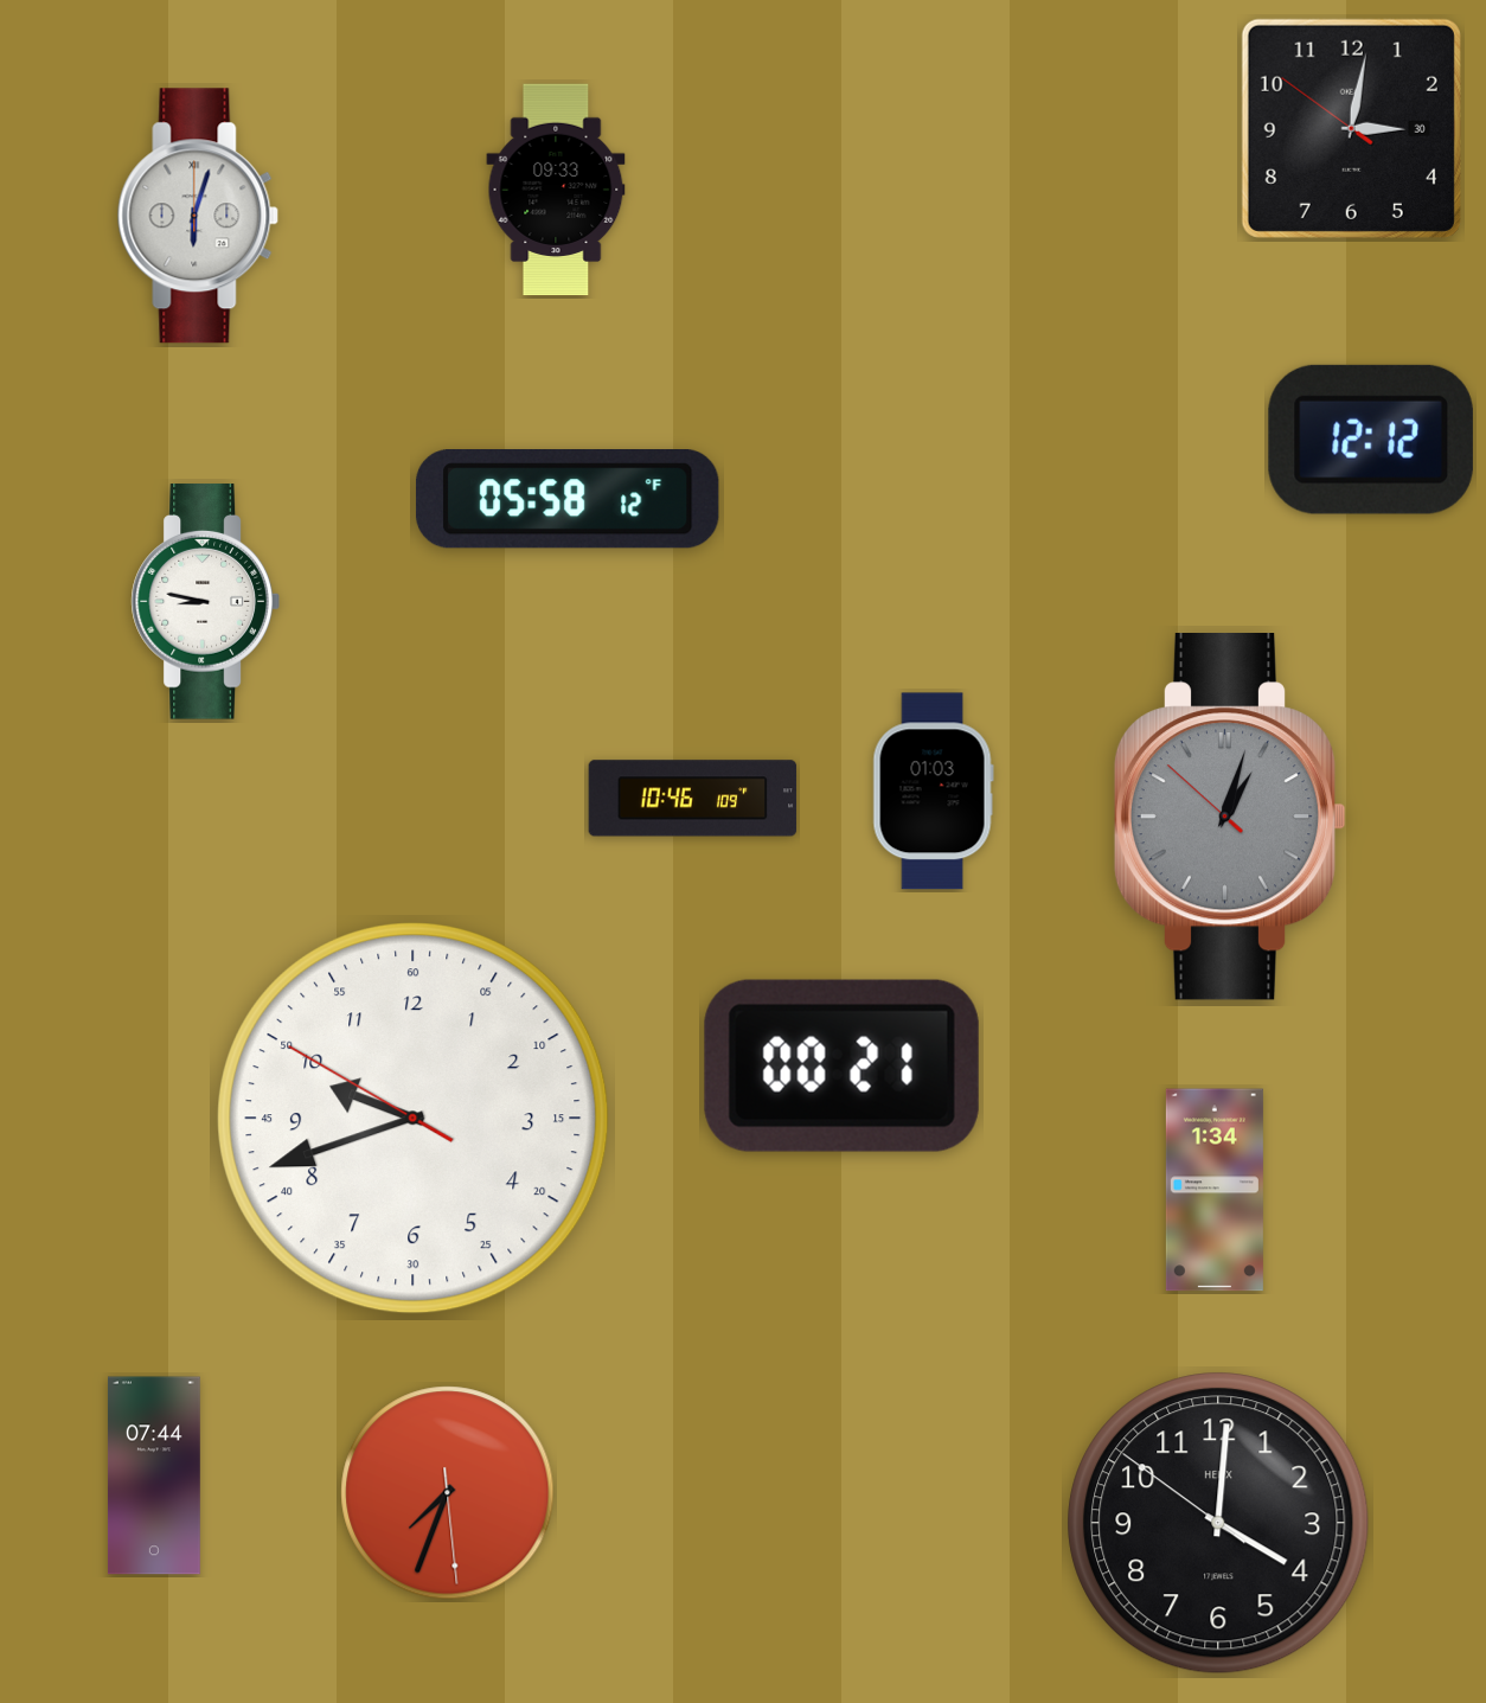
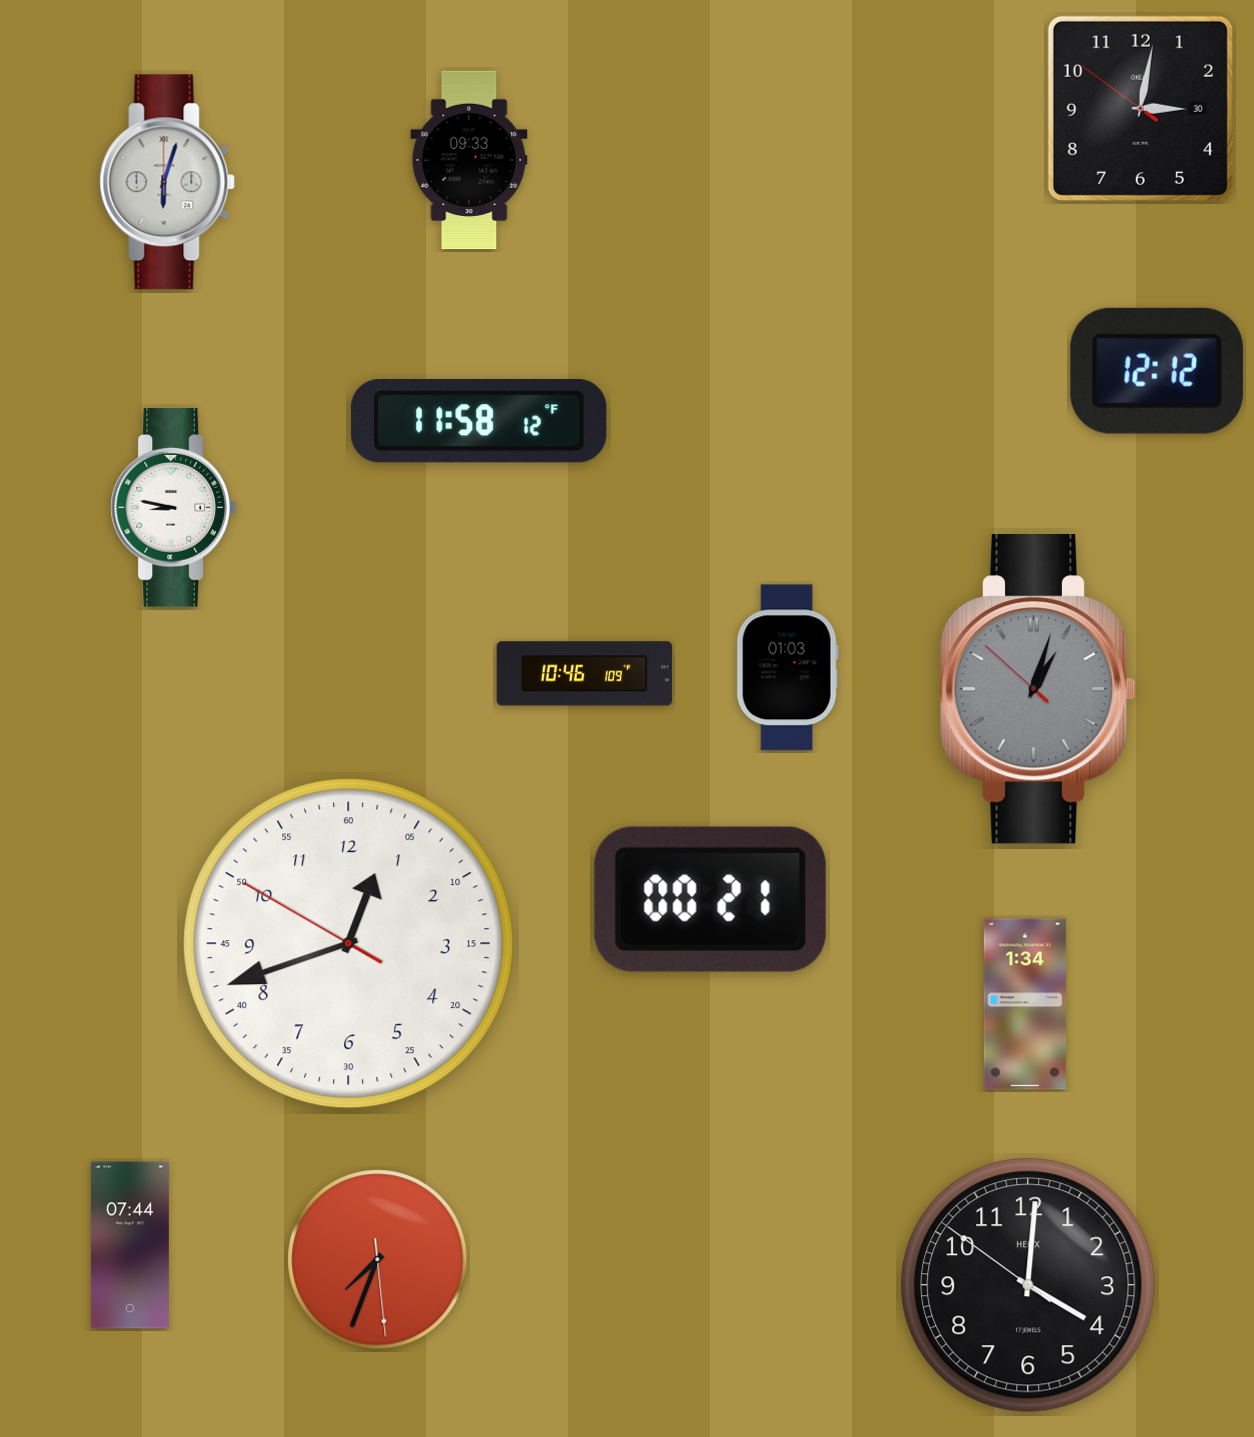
clock at (568, 500): 05:58 -> 11:58
clock at (414, 1119): 9:41 -> 12:41
